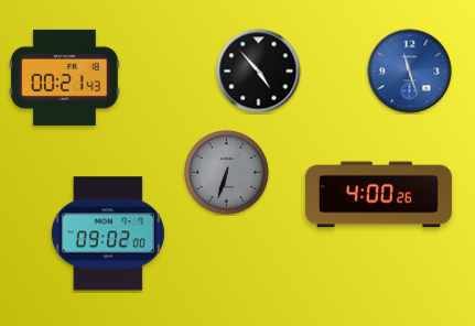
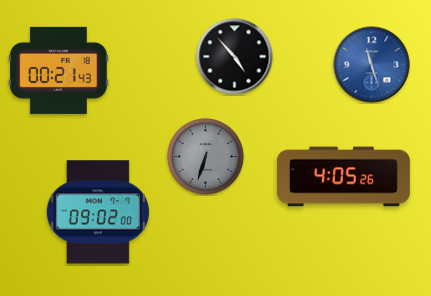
clock at (259, 72) position: (259, 72) -> (235, 57)
clock at (378, 195): 4:00 -> 4:05
